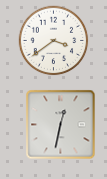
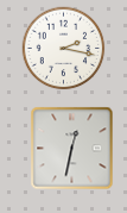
clock at (54, 41): 3:39 -> 2:17
